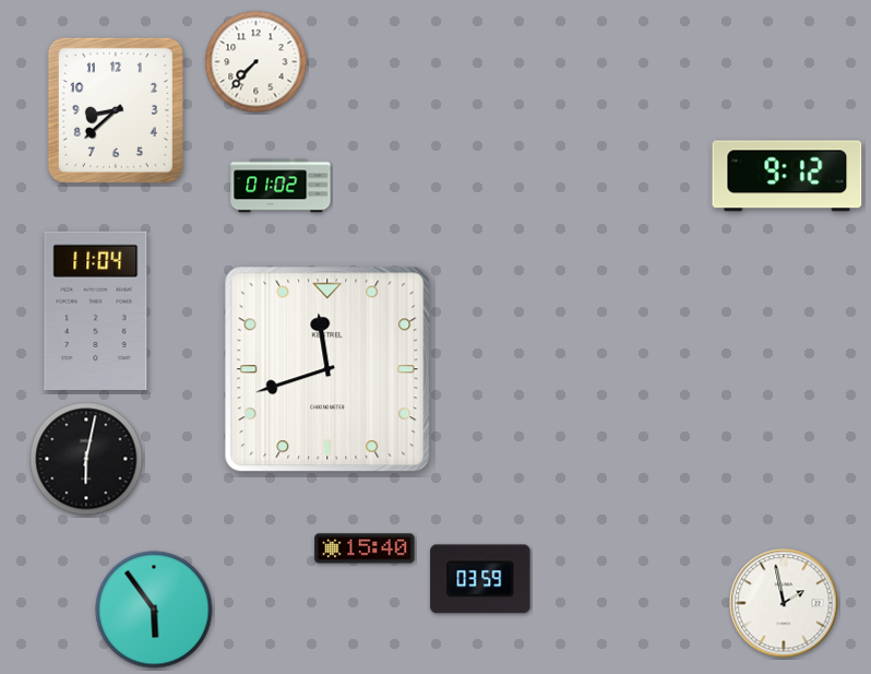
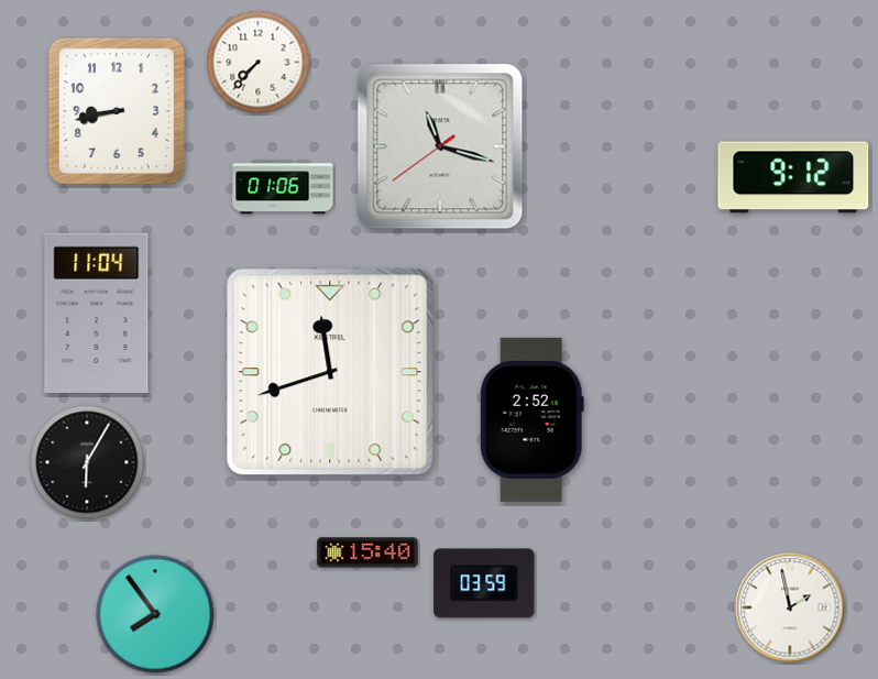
clock at (116, 110): 8:38 -> 8:43
clock at (440, 146): none -> 11:17
clock at (281, 186): 01:02 -> 01:06
clock at (531, 419): none -> 2:52
clock at (86, 459): 6:02 -> 6:05
clock at (154, 610): 5:54 -> 7:54
